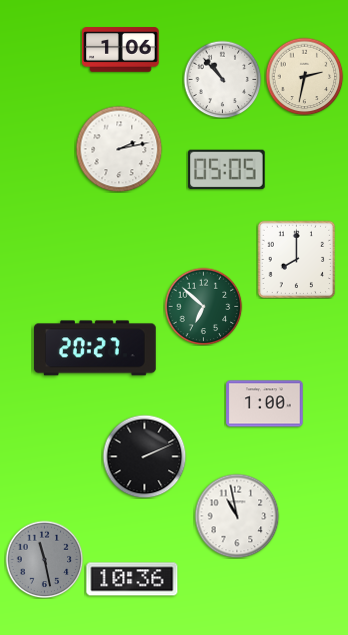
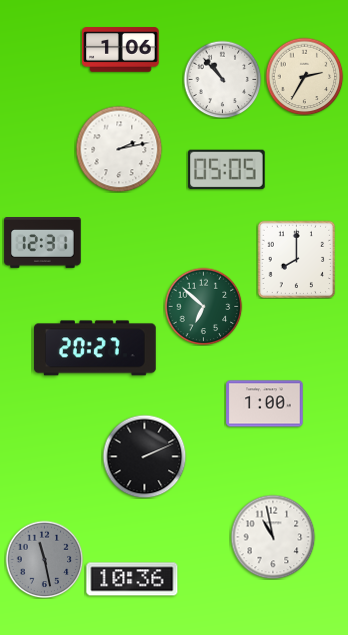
clock at (304, 76): 2:32 -> 2:35
clock at (43, 243): none -> 12:31
clock at (237, 516) position: (237, 516) -> (273, 537)
